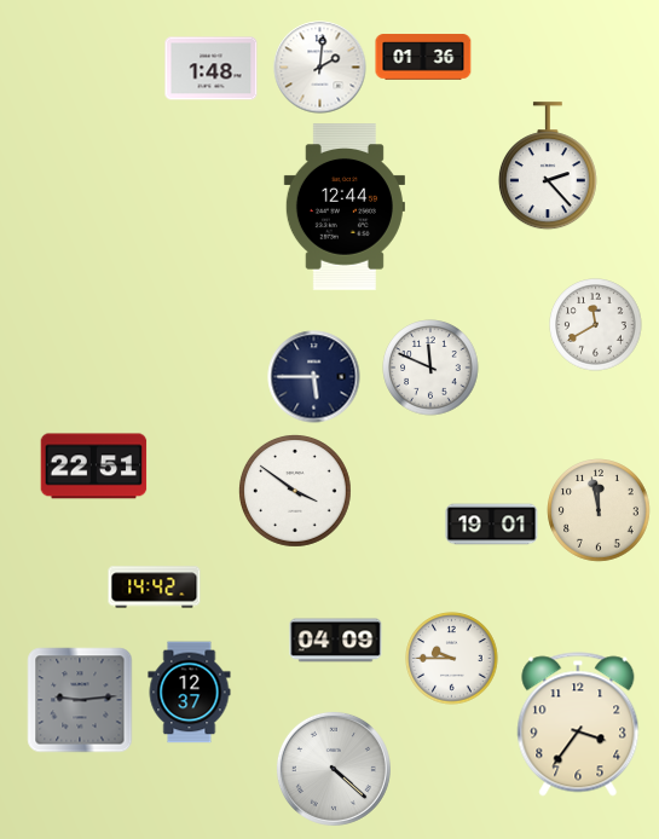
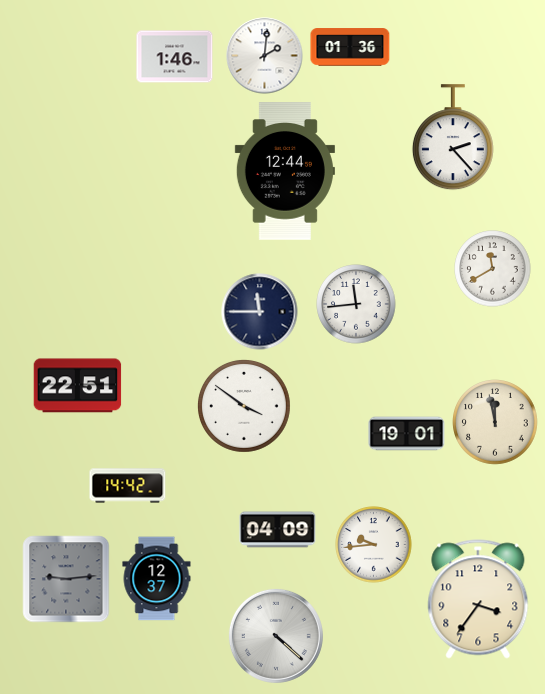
clock at (212, 69): 1:48 -> 1:46
clock at (430, 368): 11:49 -> 11:44
clock at (314, 377): 5:45 -> 11:45
clock at (452, 659): 9:45 -> 9:44
clock at (190, 693) position: (190, 693) -> (157, 579)
